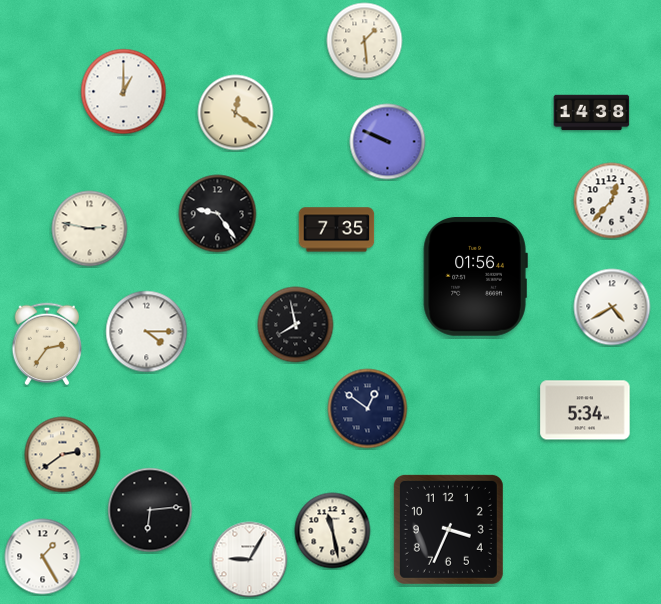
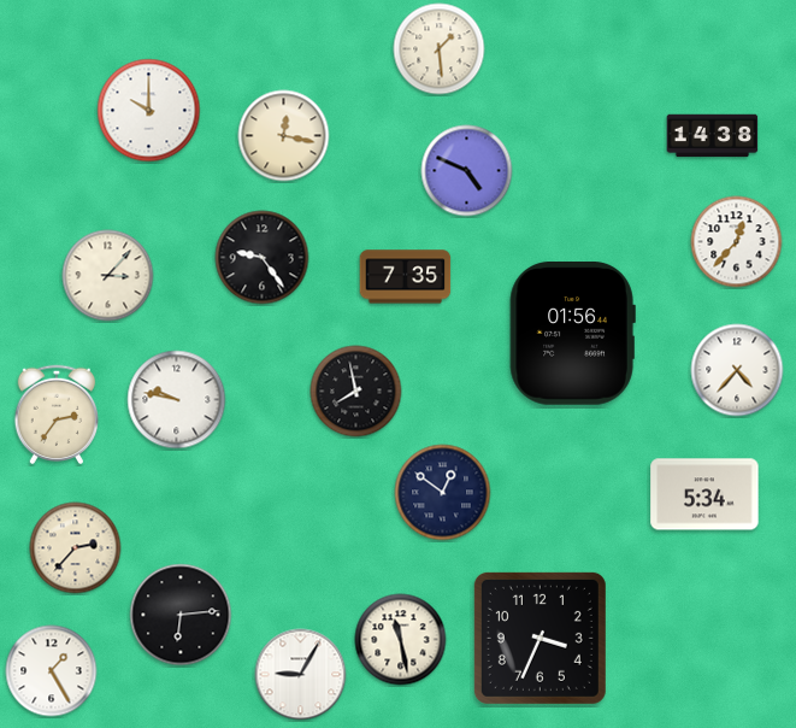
clock at (124, 92): 1:00 -> 10:00
clock at (236, 113): 12:21 -> 12:17
clock at (388, 142): 9:49 -> 4:49
clock at (90, 229): 2:47 -> 3:07
clock at (612, 307): 4:40 -> 4:37
clock at (147, 332): 4:15 -> 9:47
clock at (63, 455): 2:39 -> 2:37
